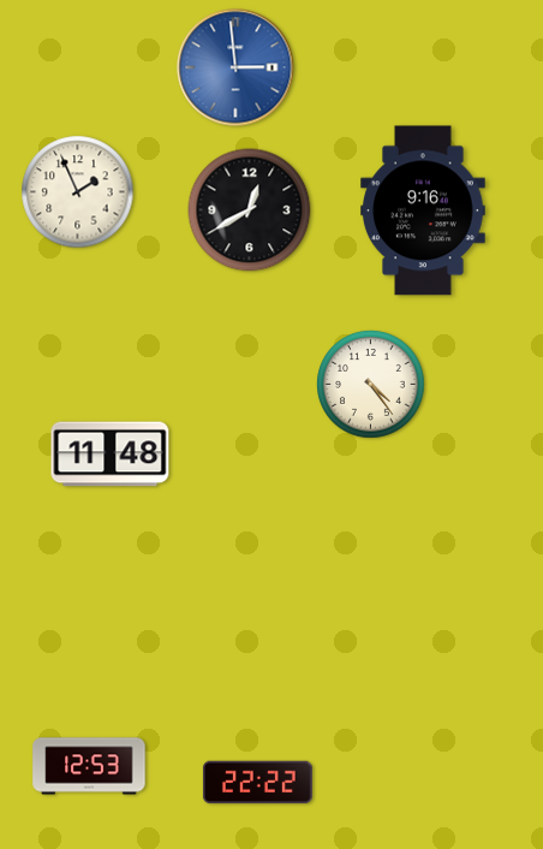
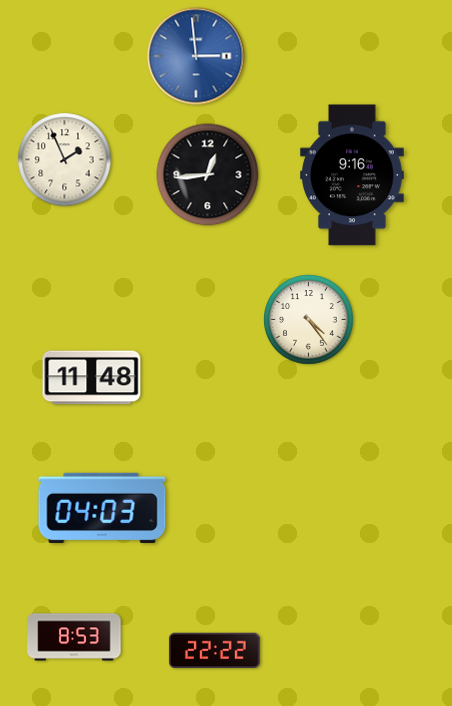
clock at (250, 210): 12:40 -> 12:44
clock at (102, 507): none -> 04:03
clock at (89, 766): 12:53 -> 8:53
